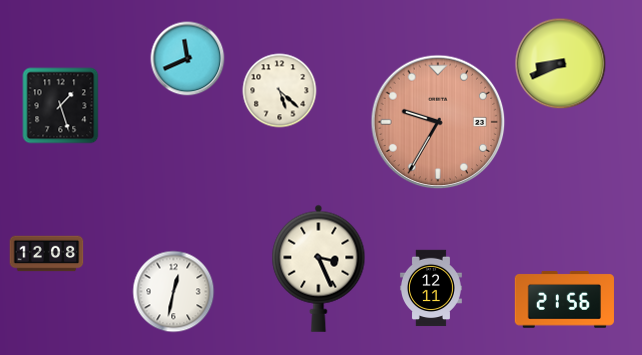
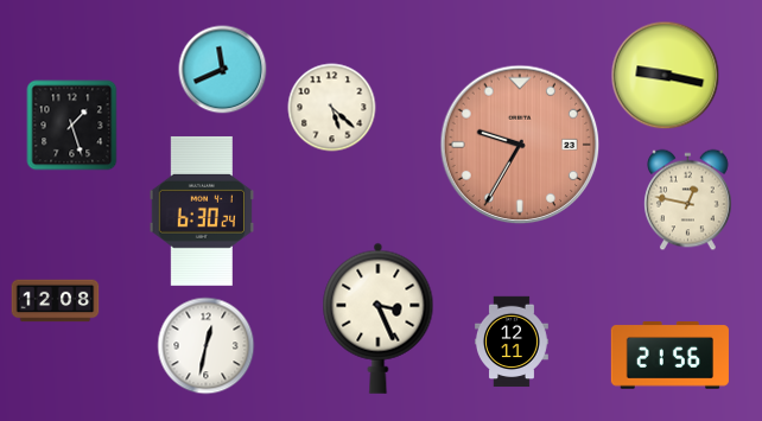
clock at (561, 64): 8:41 -> 9:17
clock at (688, 200): none -> 12:47
clock at (202, 211): none -> 6:30
